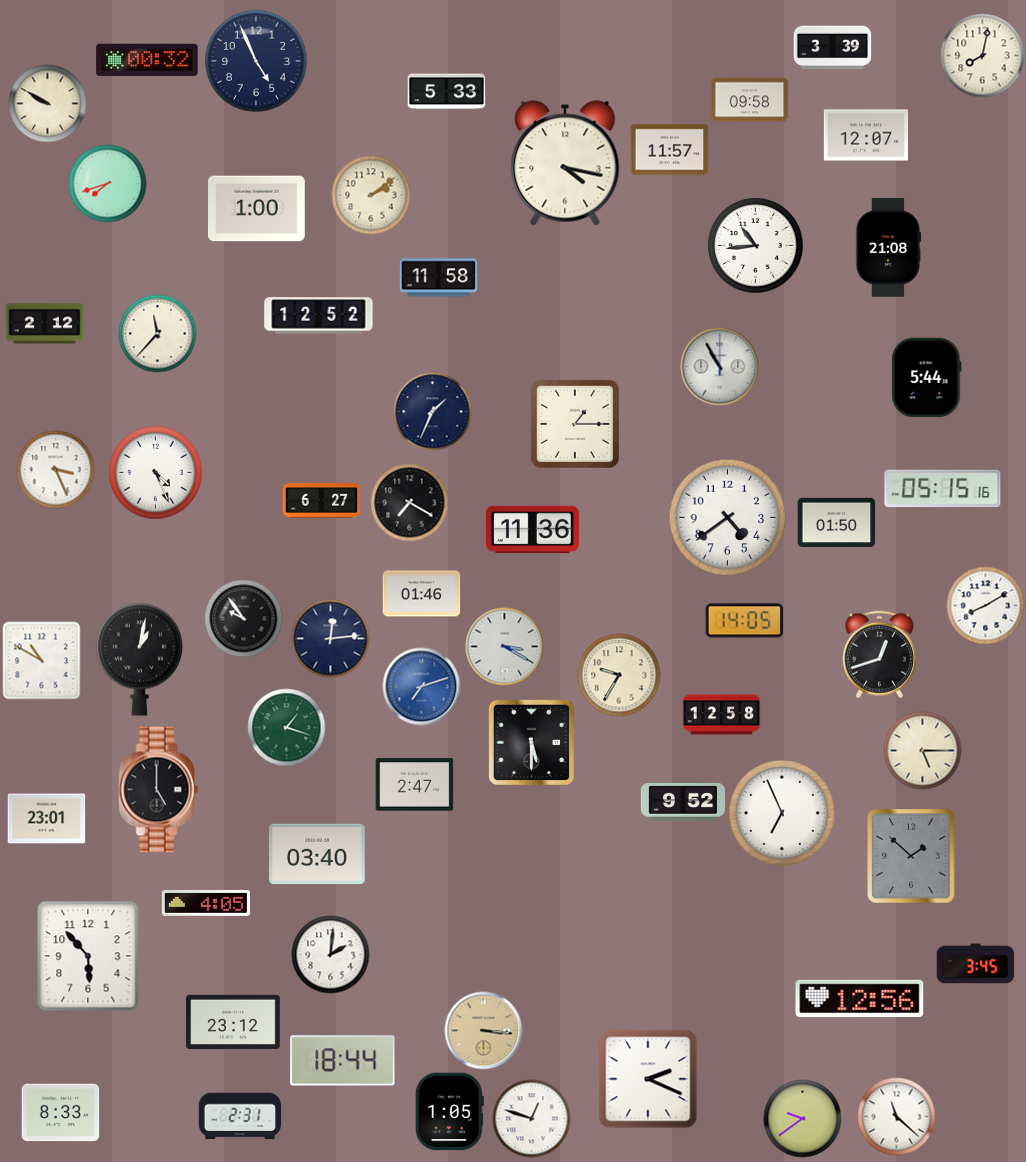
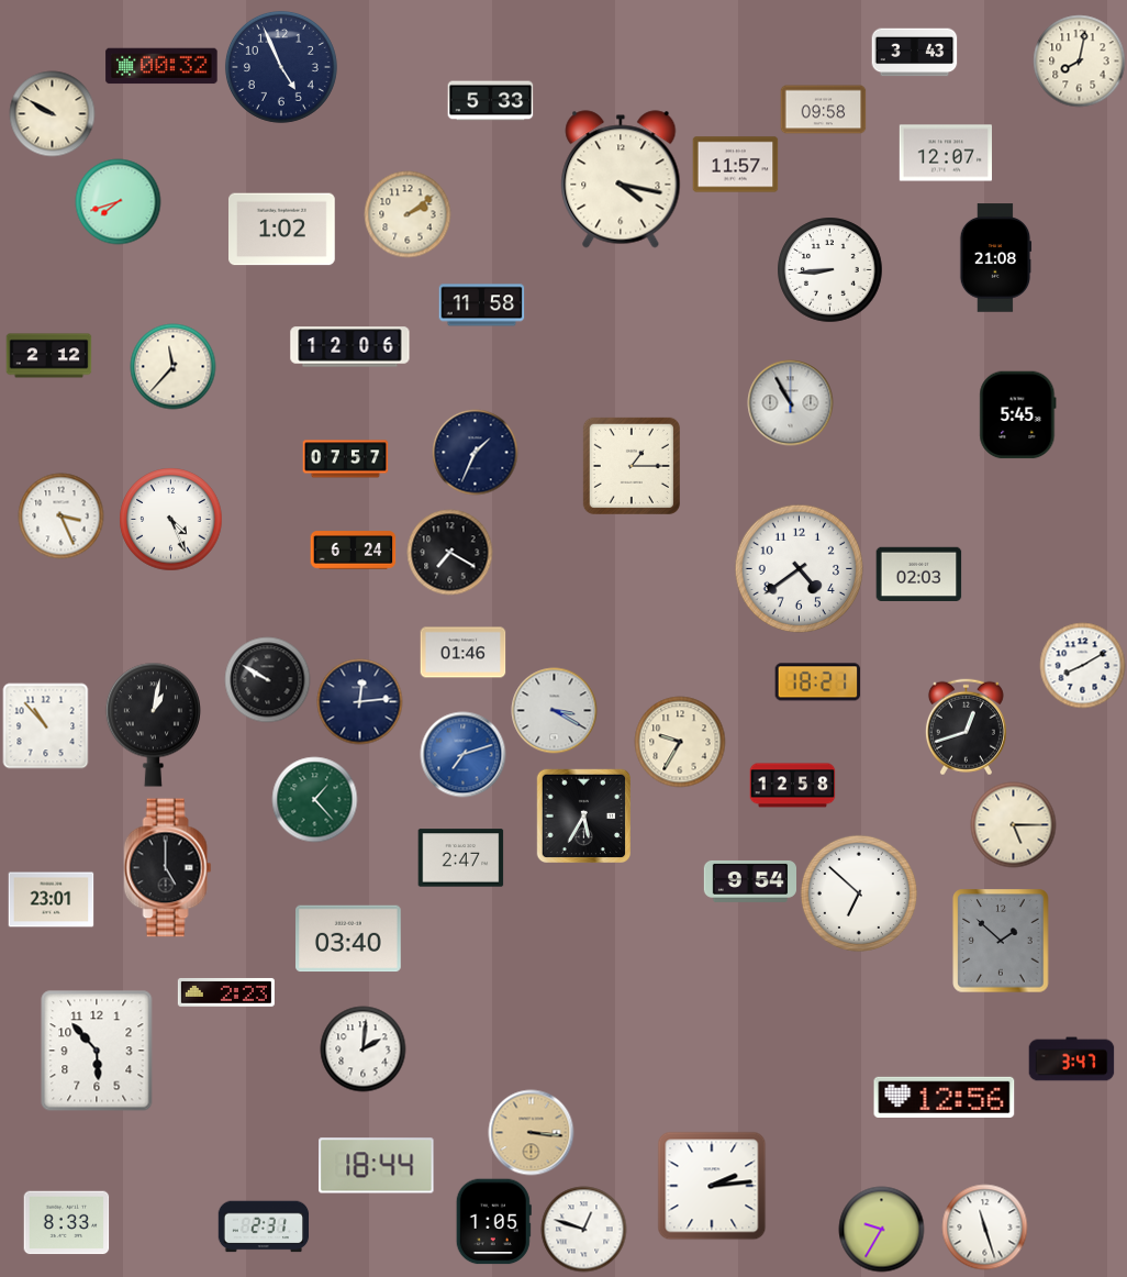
clock at (832, 48): 3:39 -> 3:43
clock at (865, 135) position: (865, 135) -> (945, 153)
clock at (257, 209): 1:00 -> 1:02
clock at (755, 245): 10:44 -> 8:44
clock at (888, 248) position: (888, 248) -> (995, 258)
clock at (319, 316): 12:52 -> 12:06
clock at (927, 377): 5:44 -> 5:45
clock at (345, 459): none -> 07:57
clock at (943, 489): 05:15 -> none
clock at (321, 501): 6:27 -> 6:24
clock at (836, 523): 01:50 -> 02:03
clock at (532, 529): 11:36 -> none
clock at (243, 618): 9:54 -> 9:50
clock at (744, 621): 14:05 -> 18:21
clock at (330, 638) position: (330, 638) -> (359, 701)
clock at (879, 654) position: (879, 654) -> (966, 726)
clock at (41, 660): 10:50 -> 10:53
clock at (286, 727): 1:18 -> 1:23
clock at (531, 742): 5:30 -> 5:35
clock at (414, 785) position: (414, 785) -> (460, 858)
clock at (159, 790) position: (159, 790) -> (168, 868)
clock at (682, 802): 9:52 -> 9:54
clock at (782, 813): 6:56 -> 6:52
clock at (206, 903): 4:05 -> 2:23
clock at (975, 964): 3:45 -> 3:47
clock at (233, 1021): 23:12 -> none
clock at (648, 1079): 2:19 -> 2:14
clock at (896, 1116): 11:22 -> 11:27
clock at (802, 1118): 9:39 -> 9:35
